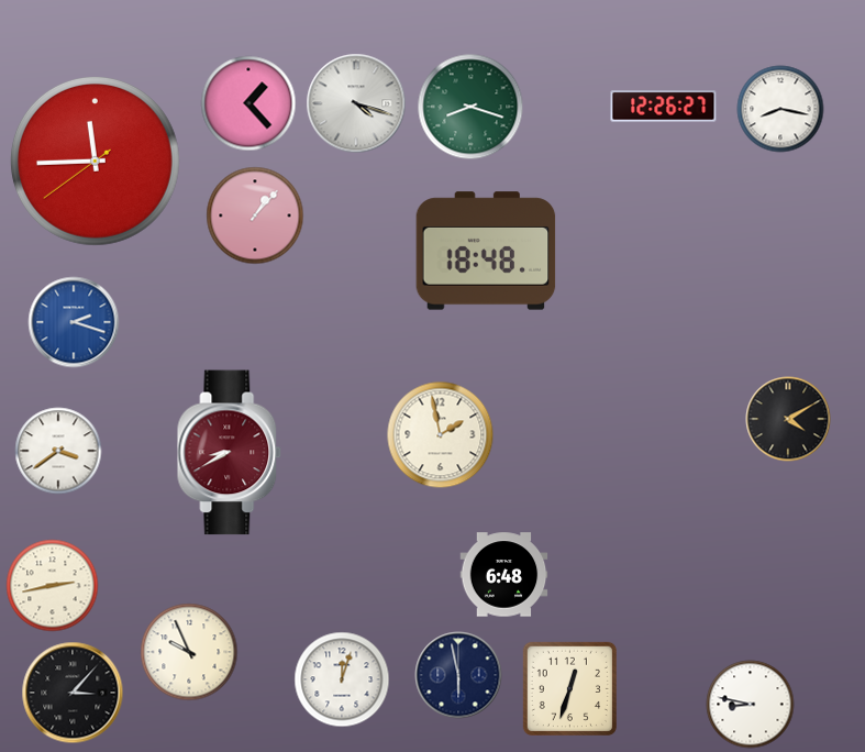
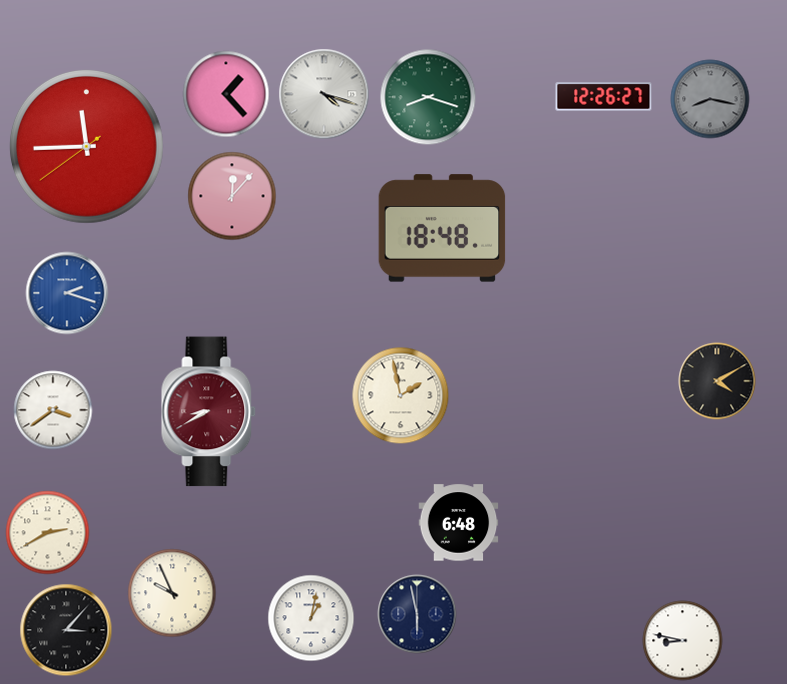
clock at (780, 109) dial: white -> grey
clock at (255, 215): 1:07 -> 12:07
clock at (53, 586): 2:43 -> 2:40
clock at (342, 679): 12:03 -> 1:02
clock at (569, 688): 12:33 -> none
